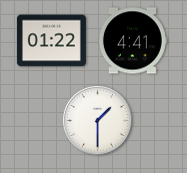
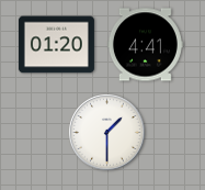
clock at (51, 41): 01:22 -> 01:20
